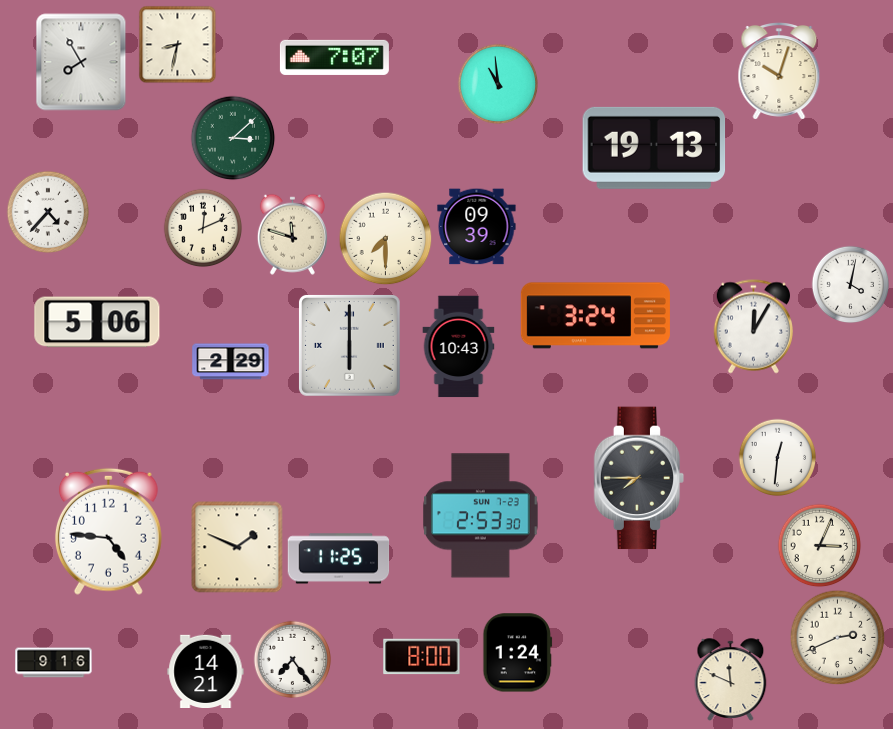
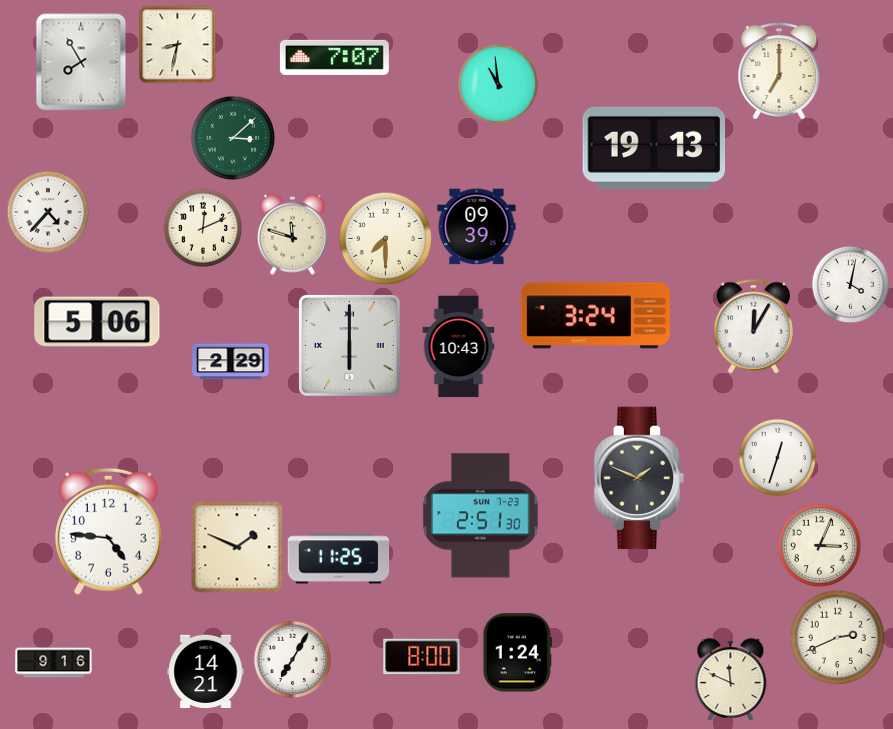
clock at (779, 72): 10:03 -> 7:00
clock at (777, 457): 12:31 -> 12:33
clock at (639, 478): 7:45 -> 1:49
clock at (481, 516): 2:53 -> 2:51
clock at (292, 659): 7:24 -> 7:05
